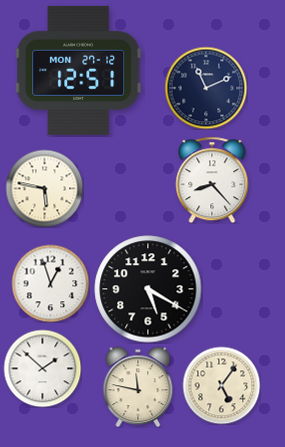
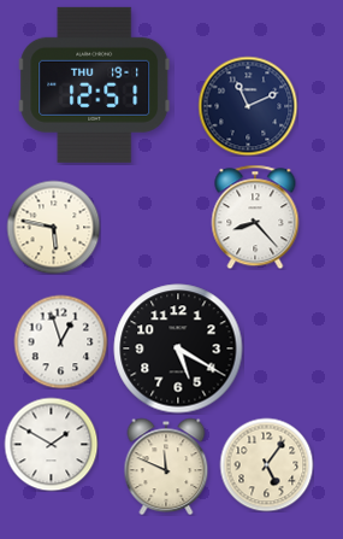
clock at (79, 70) date: MON 27-12 -> THU 19-1
clock at (42, 368): 1:52 -> 1:50
clock at (138, 387): 11:47 -> 11:49
